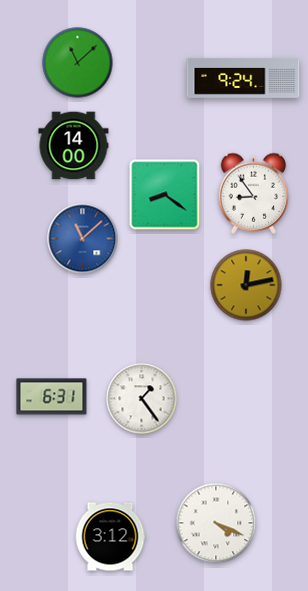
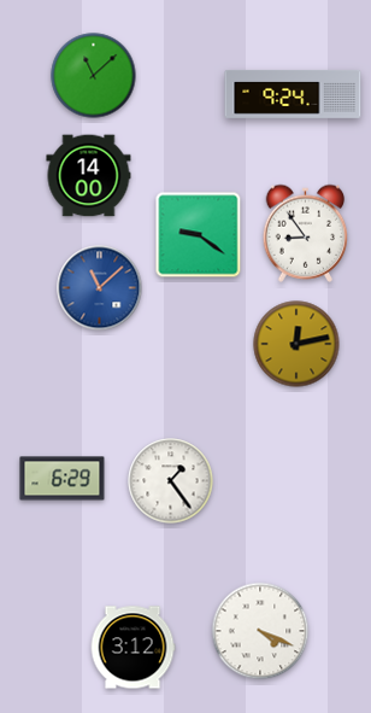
clock at (165, 195): 8:21 -> 9:21
clock at (52, 397): 6:31 -> 6:29
